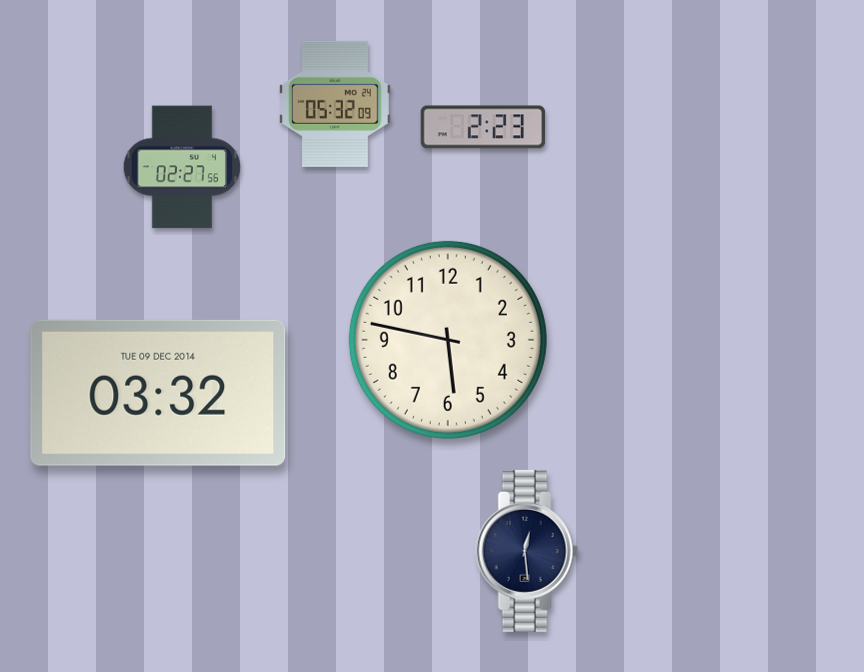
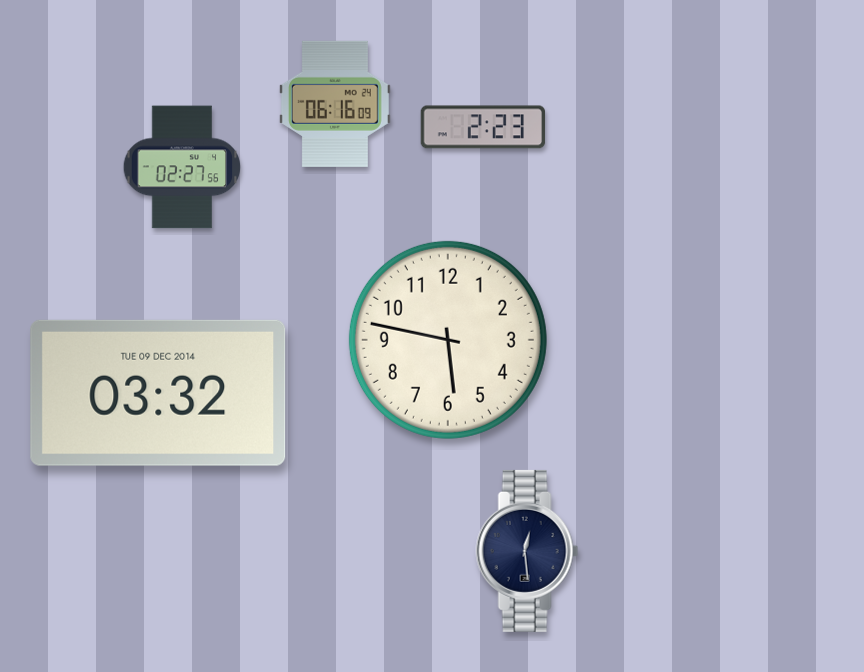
clock at (335, 104): 05:32 -> 06:16
